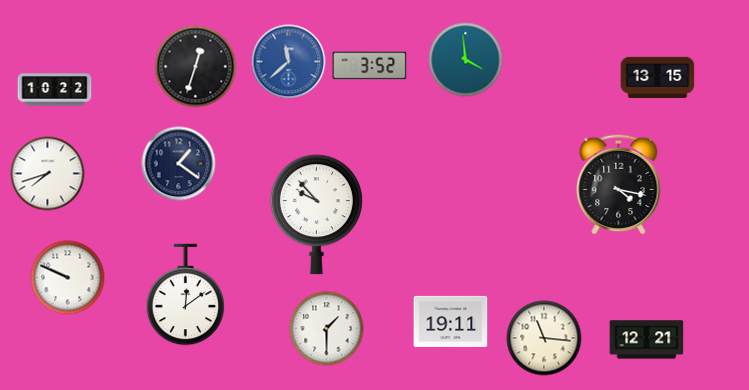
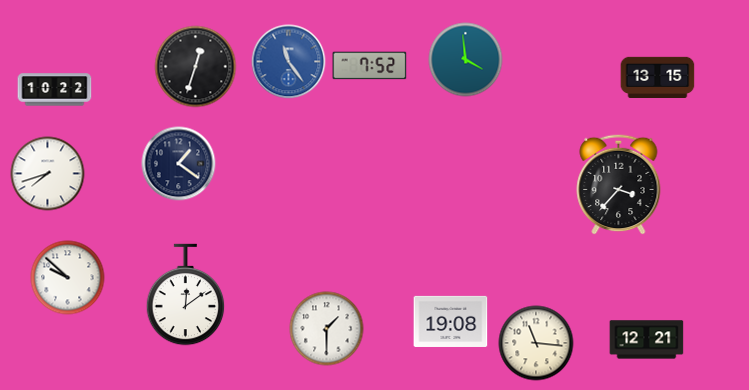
clock at (289, 62): 11:38 -> 11:24
clock at (370, 66): 3:52 -> 7:52
clock at (619, 184): 4:17 -> 3:37
clock at (316, 215): 9:53 -> none
clock at (68, 278): 9:49 -> 9:52
clock at (451, 321): 19:11 -> 19:08
clock at (544, 338) position: (544, 338) -> (536, 343)
